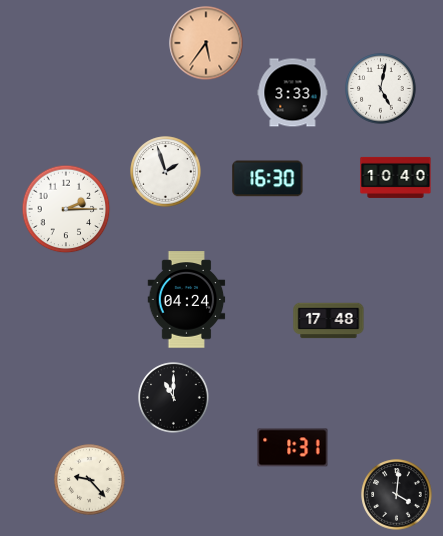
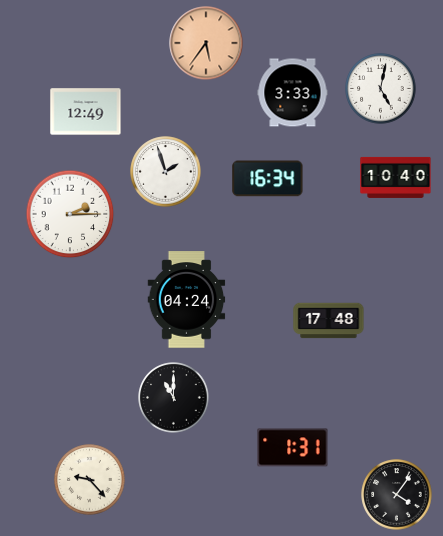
clock at (86, 112): none -> 12:49
clock at (268, 179): 16:30 -> 16:34
clock at (66, 209) position: (66, 209) -> (70, 214)
clock at (397, 495): 4:01 -> 4:06
